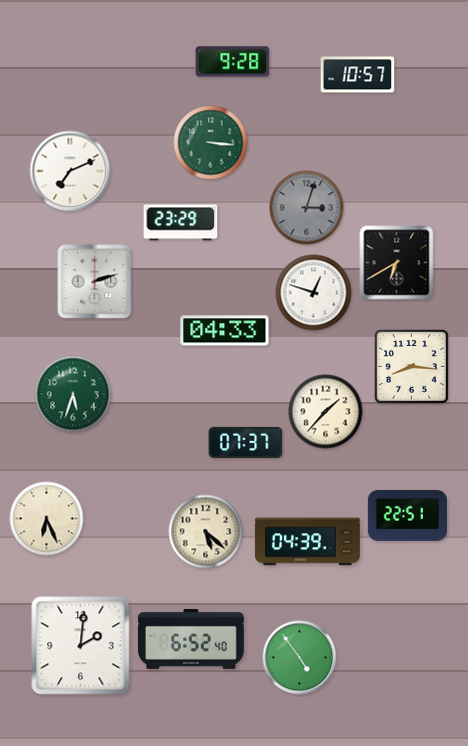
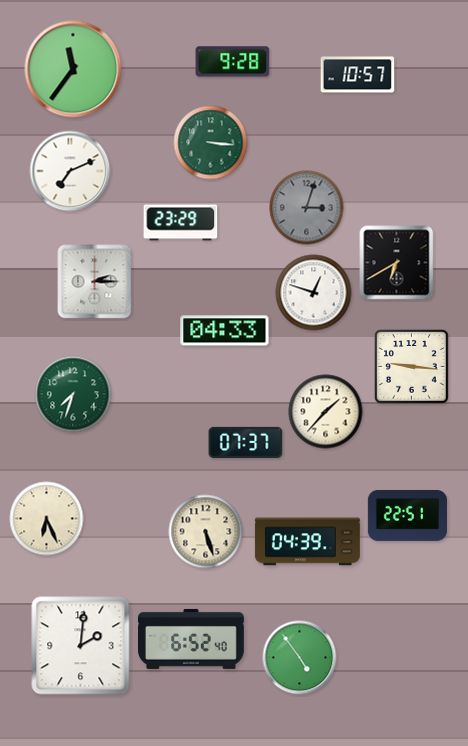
clock at (73, 69): none -> 11:36
clock at (95, 282): 2:12 -> 2:15
clock at (412, 367): 8:16 -> 9:16
clock at (73, 394): 5:33 -> 7:33
clock at (206, 532): 5:22 -> 5:27
